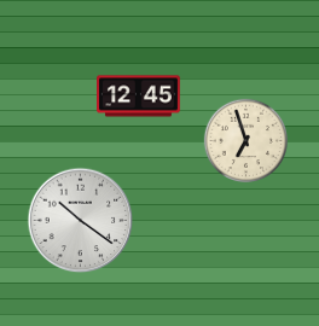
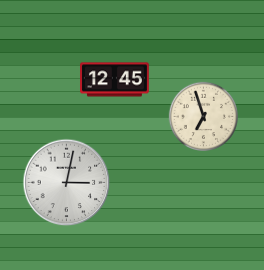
clock at (81, 221): 10:21 -> 3:02
